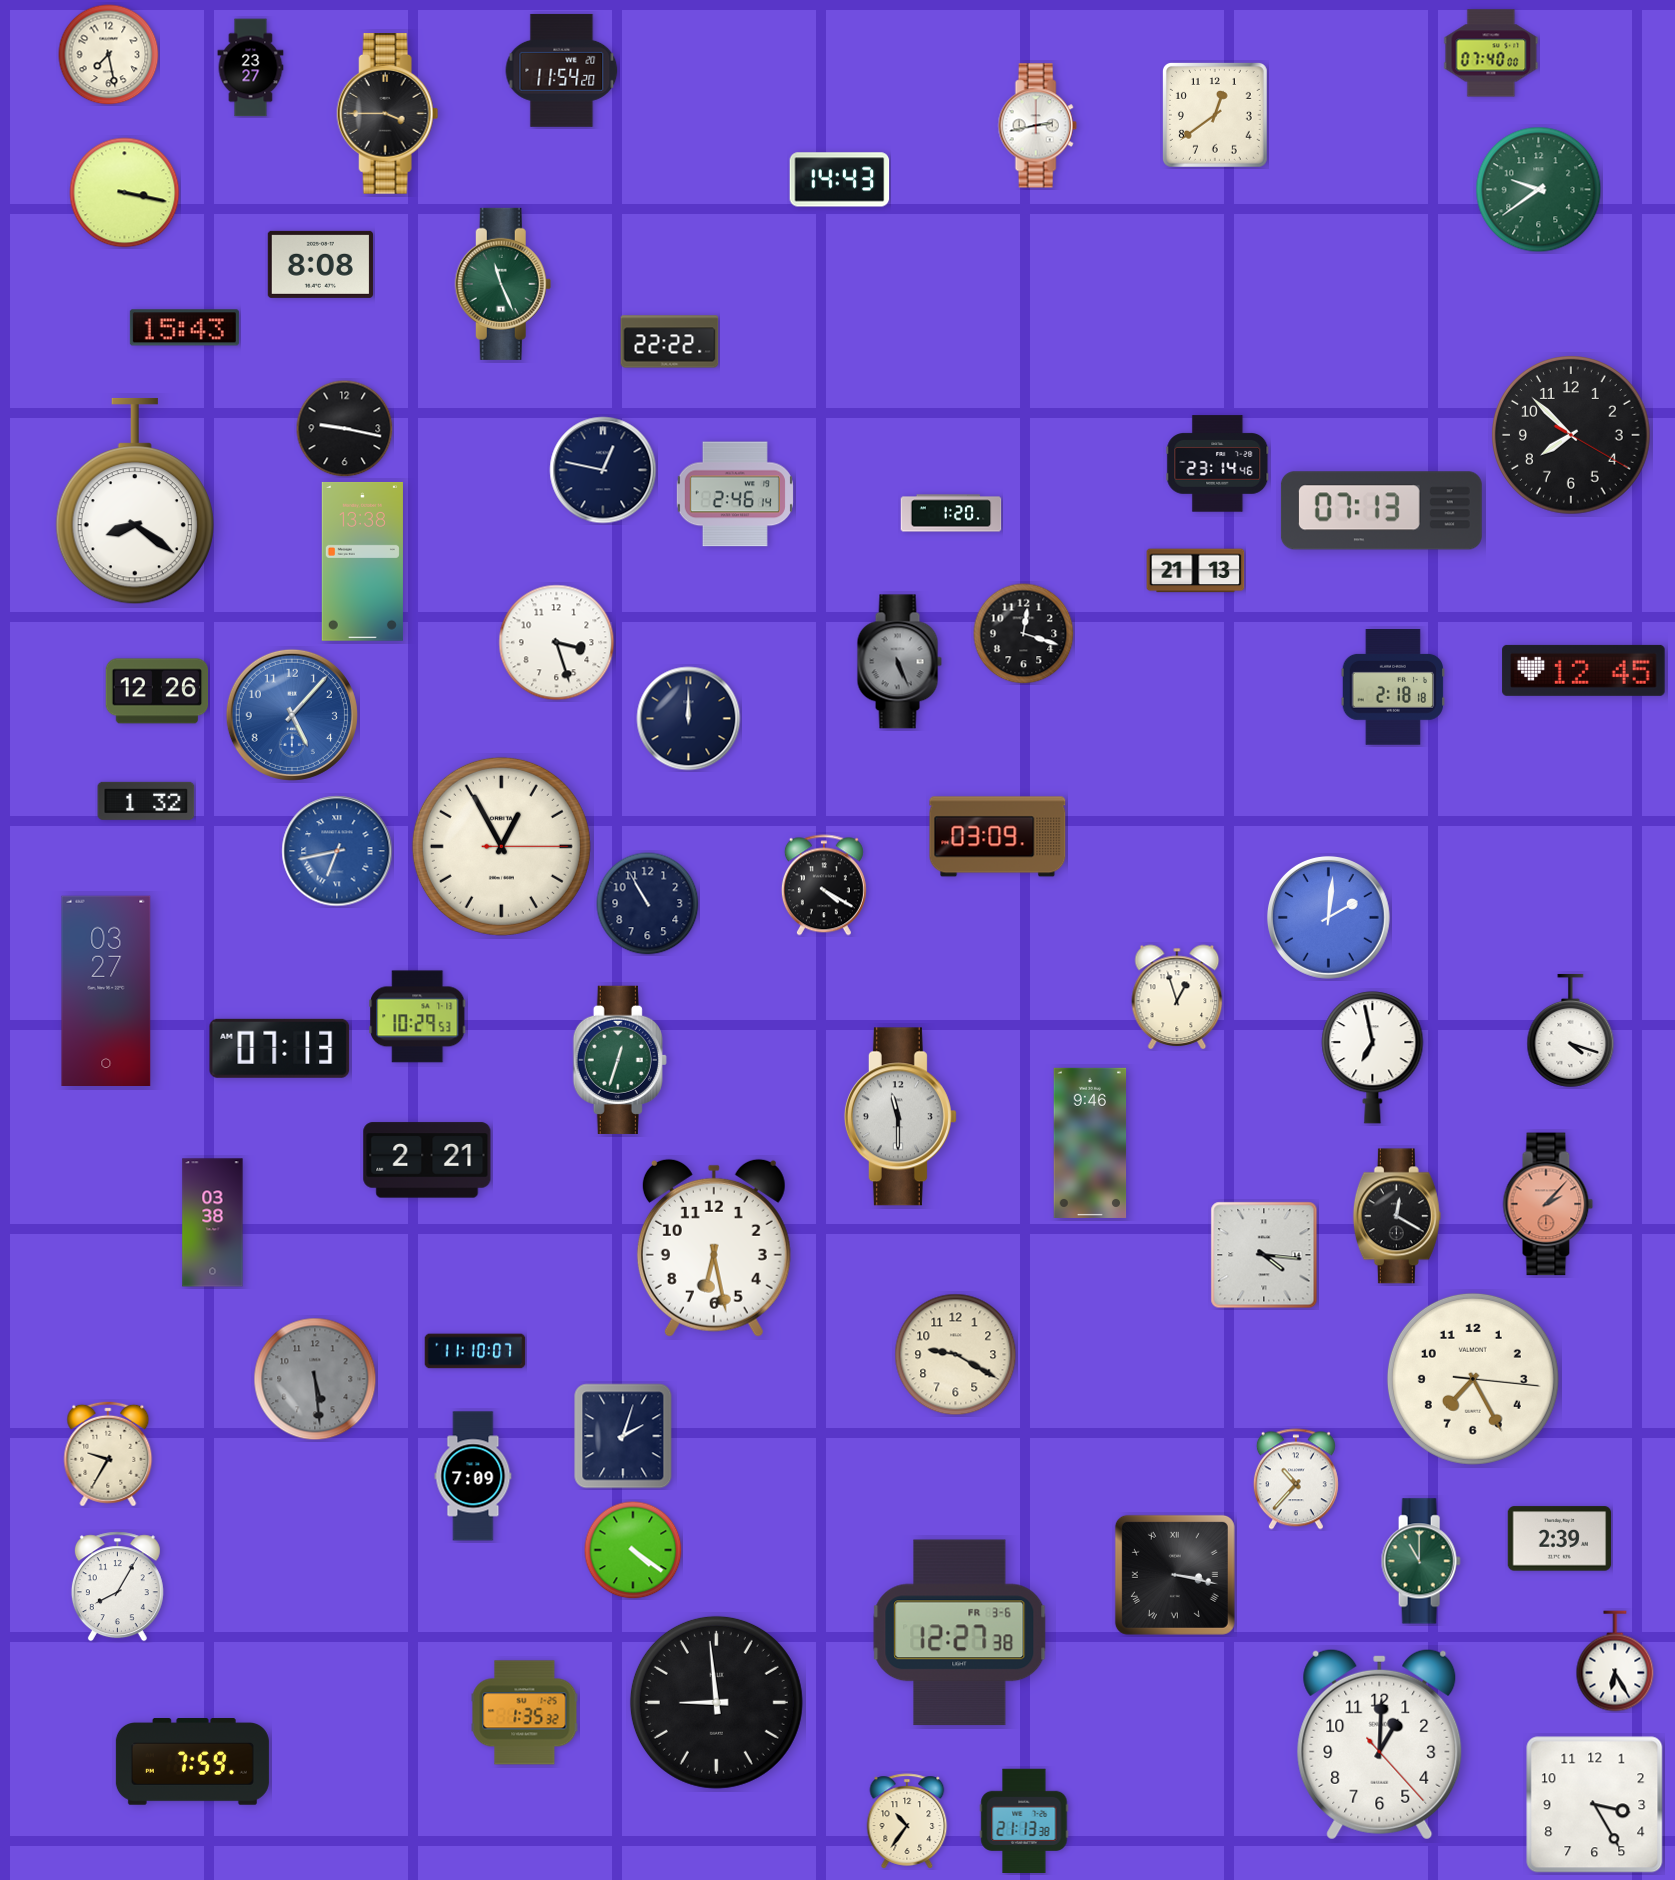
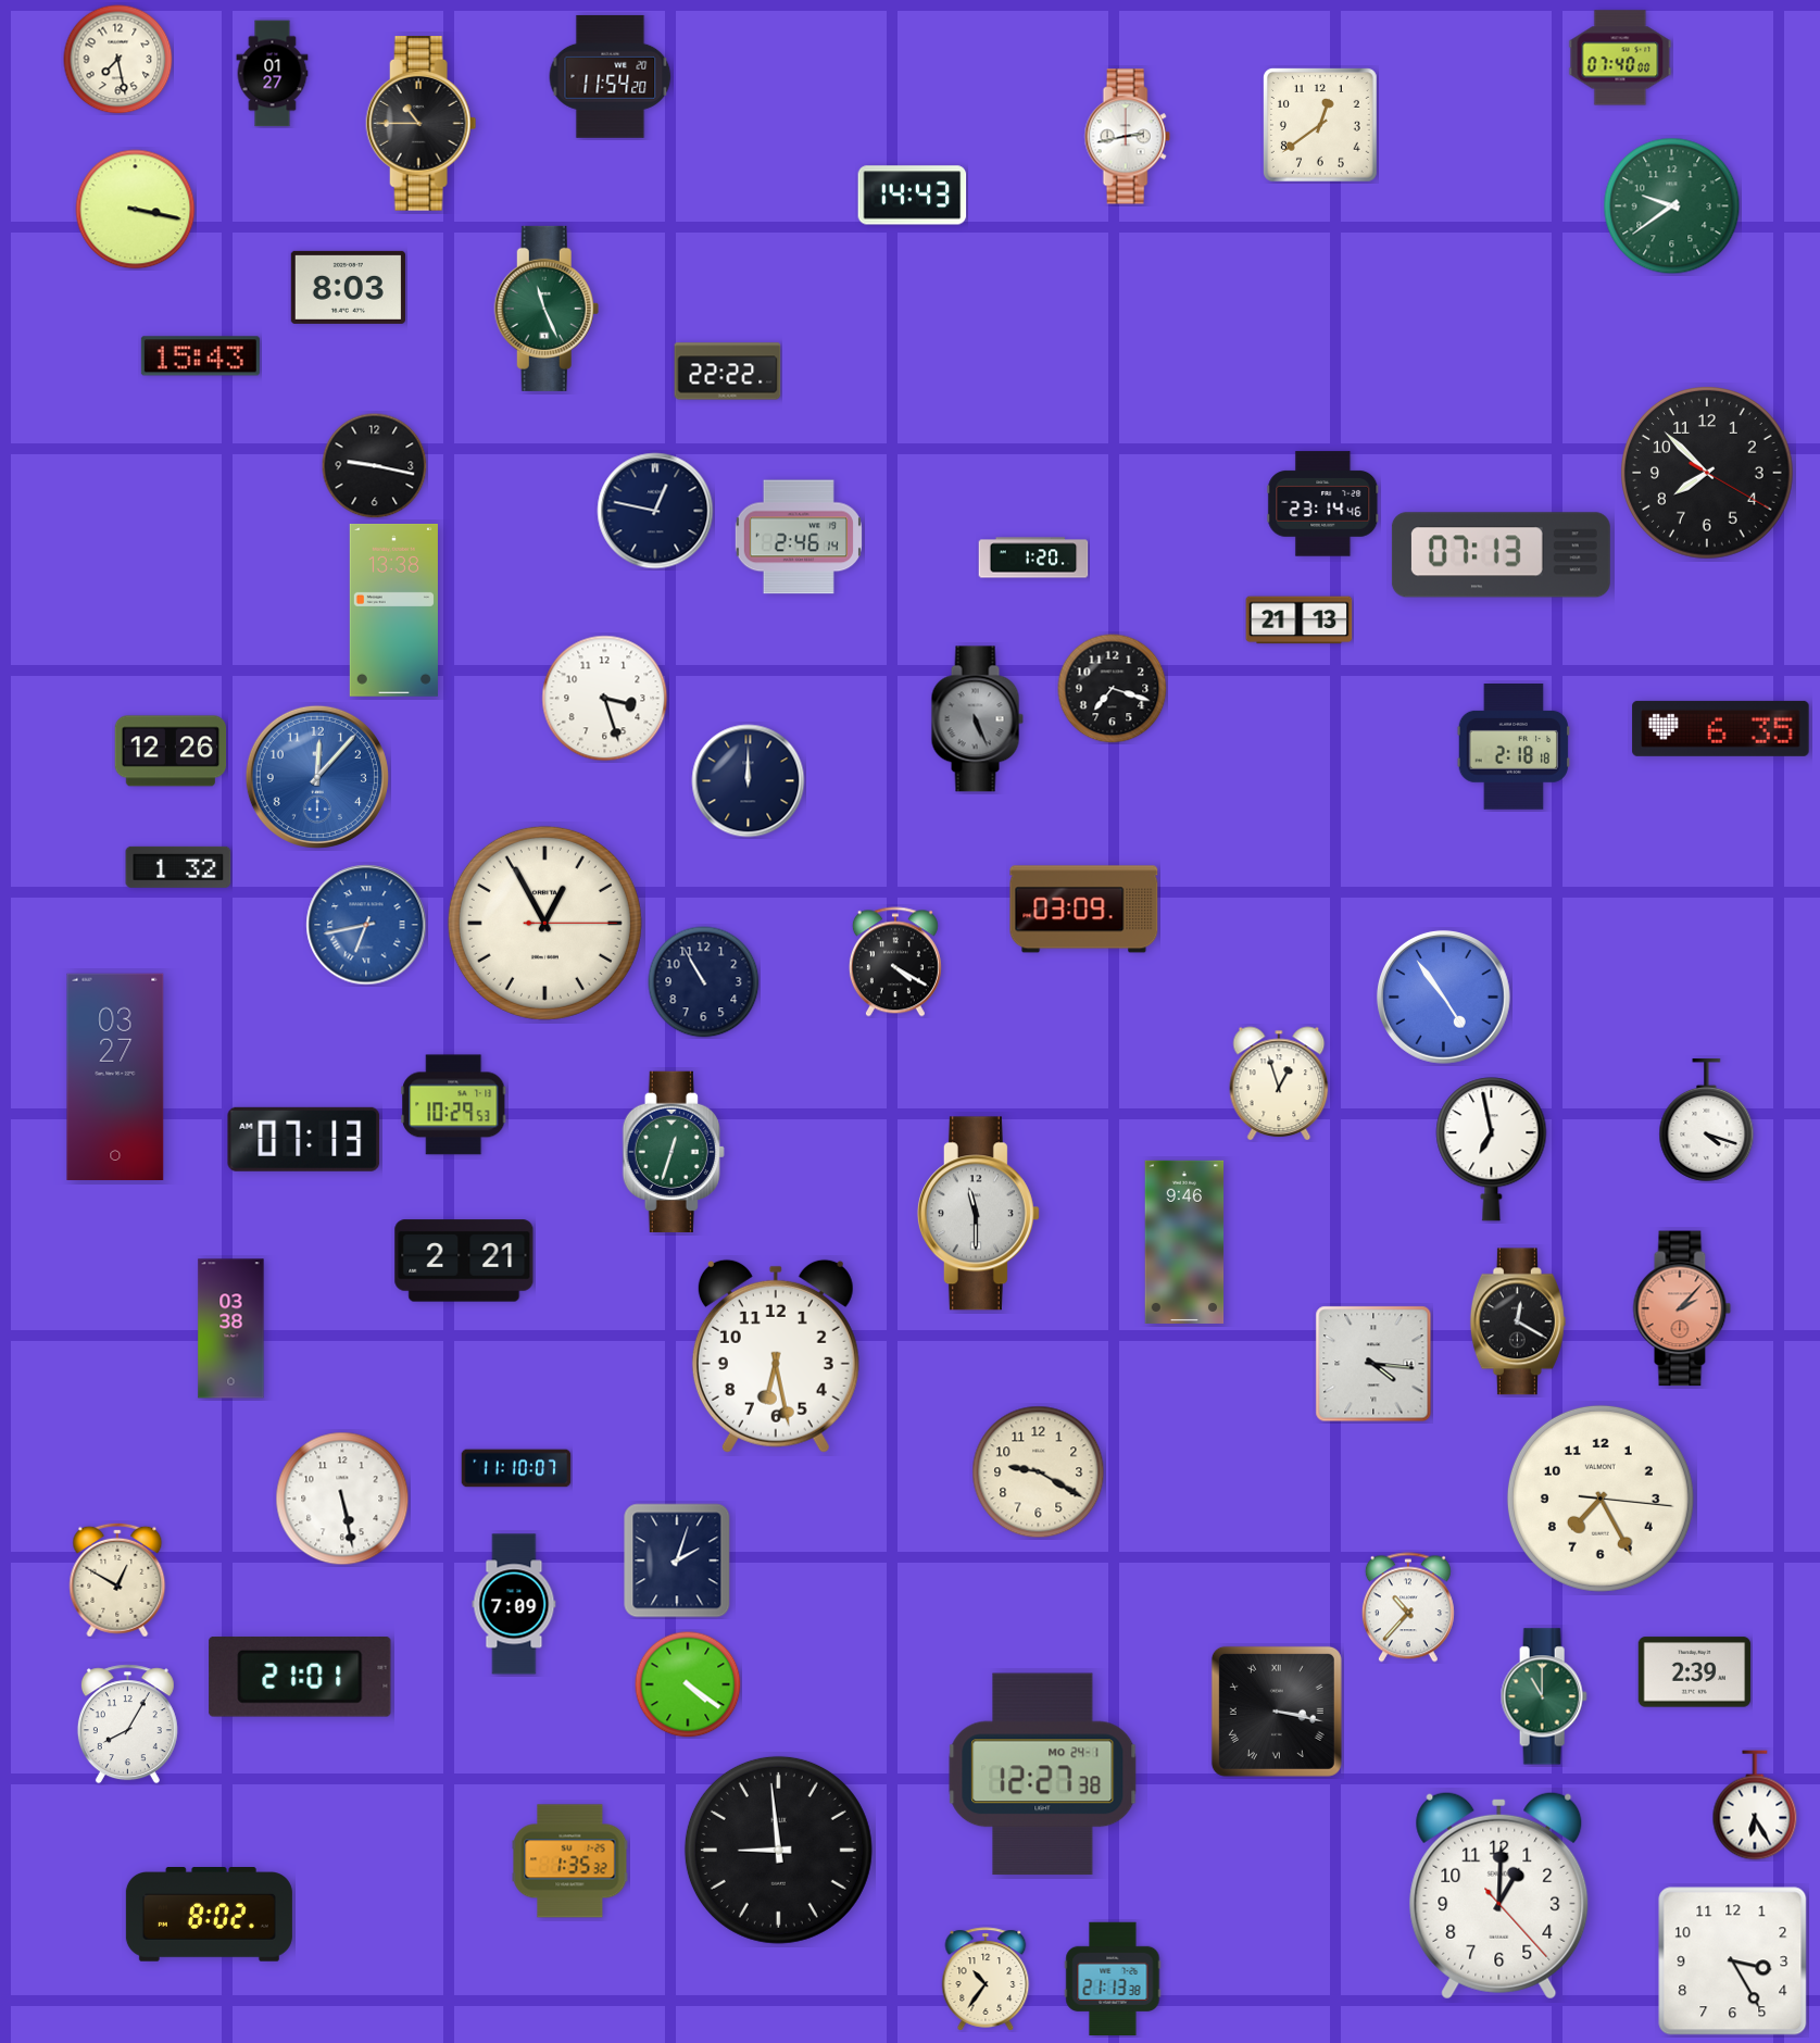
clock at (251, 68): 23:27 -> 01:27
clock at (388, 114): 3:45 -> 10:45
clock at (320, 264): 8:08 -> 8:03
clock at (135, 501): 8:21 -> none
clock at (1024, 634): 12:18 -> 7:18
clock at (1584, 670): 12:45 -> 6:35
clock at (292, 715): 5:07 -> 12:07
clock at (146, 801) position: (146, 801) -> (178, 867)
clock at (501, 846) position: (501, 846) -> (544, 923)
clock at (1328, 917): 2:01 -> 4:54
clock at (315, 1379): 5:29 -> 5:28
clock at (315, 1379) dial: grey -> white
clock at (108, 1454): 9:35 -> 12:50
clock at (300, 1678): none -> 21:01
clock at (960, 1633) date: FR 3-6 -> MO 24-1
clock at (192, 1762): 7:59 -> 8:02
